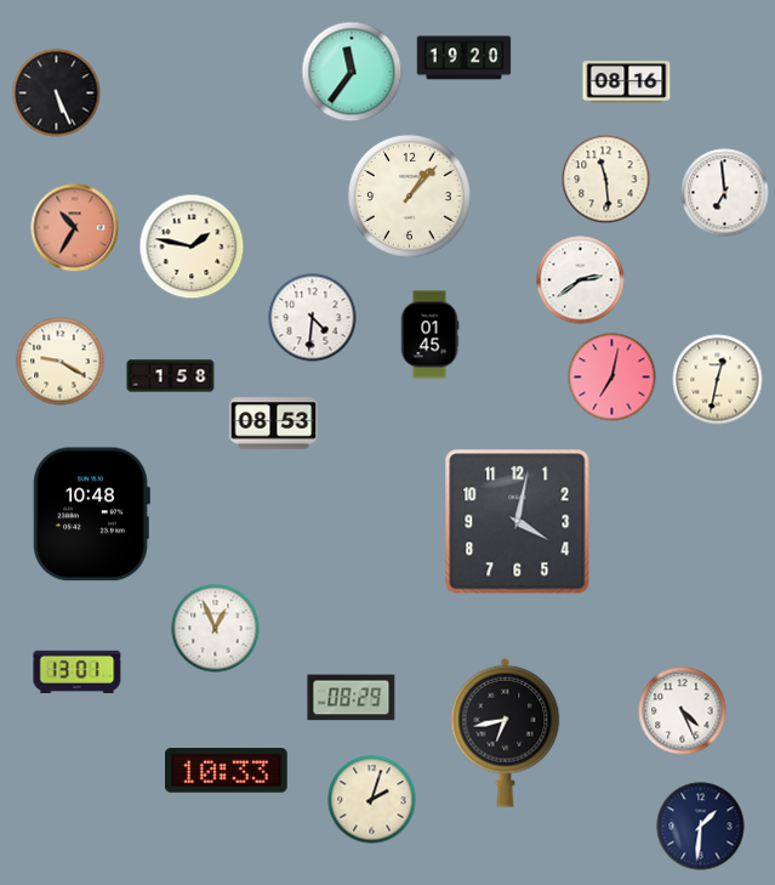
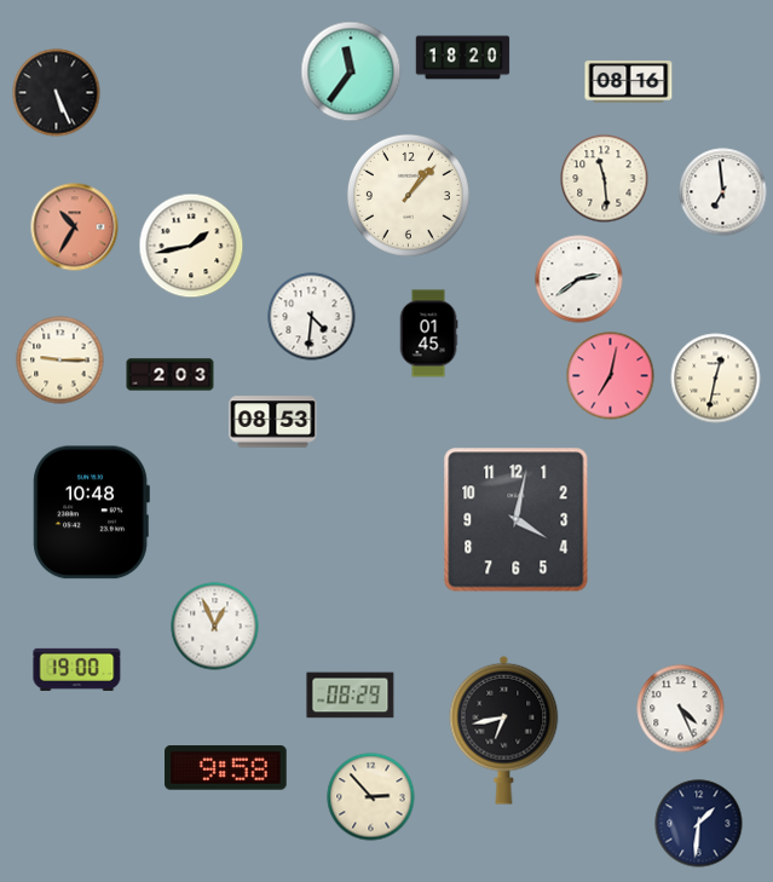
clock at (465, 58): 19:20 -> 18:20
clock at (627, 83) position: (627, 83) -> (629, 82)
clock at (192, 246): 1:47 -> 1:43
clock at (61, 362): 9:20 -> 9:15
clock at (171, 376): 1:58 -> 2:03
clock at (78, 671): 13:01 -> 19:00
clock at (227, 771): 10:33 -> 9:58
clock at (372, 800): 2:03 -> 2:53
